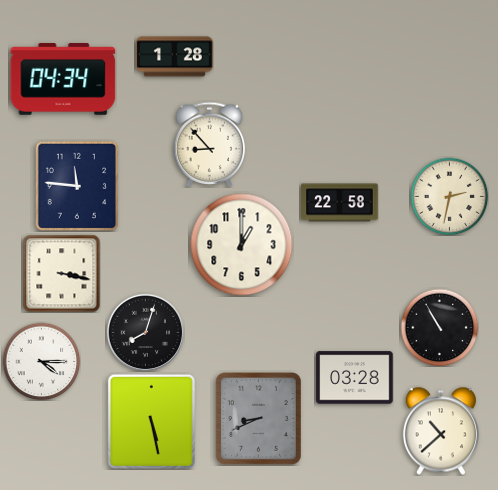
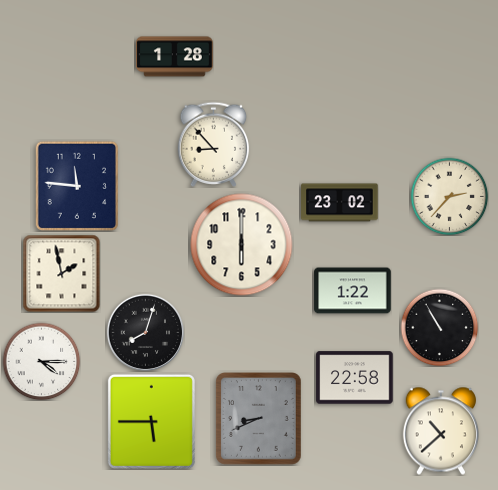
clock at (63, 79): 04:34 -> none
clock at (210, 144) position: (210, 144) -> (214, 144)
clock at (449, 196): 2:32 -> 2:37
clock at (340, 203): 22:58 -> 23:02
clock at (242, 245): 1:00 -> 6:00
clock at (61, 273): 3:17 -> 1:58
clock at (353, 291): none -> 1:22
clock at (355, 378): 03:28 -> 22:58
clock at (151, 421): 5:28 -> 5:45
